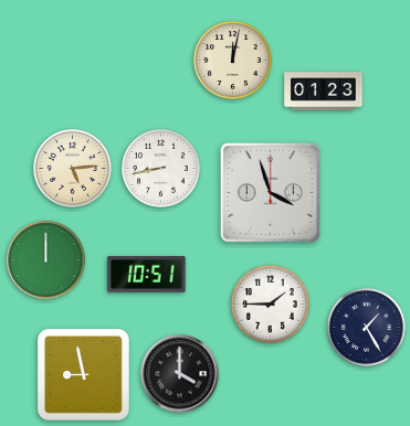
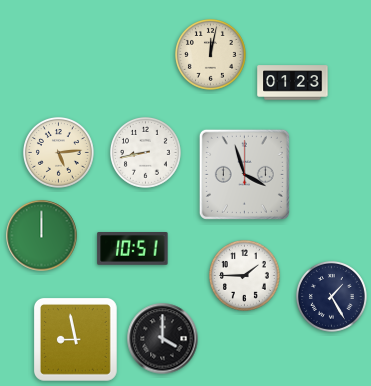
clock at (72, 168) position: (72, 168) -> (58, 152)
